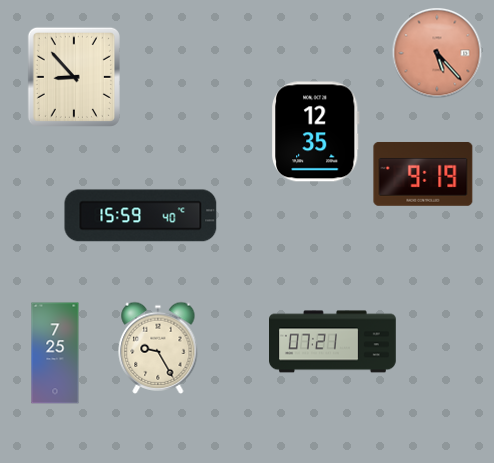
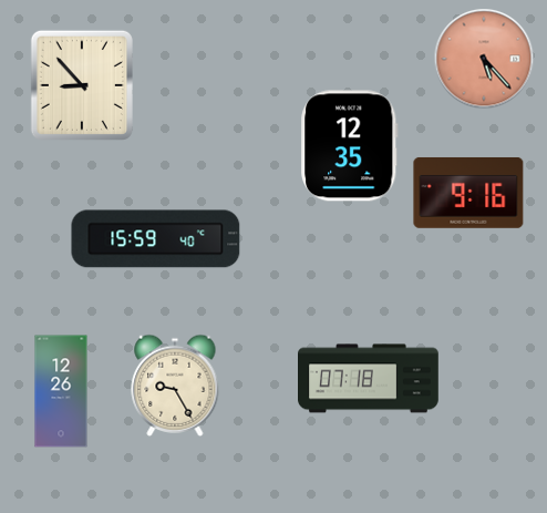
clock at (423, 174): 9:19 -> 9:16
clock at (333, 342): 07:21 -> 07:18
clock at (55, 353): 7:25 -> 12:26
